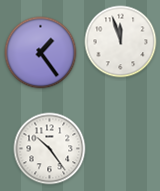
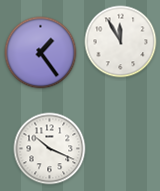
clock at (121, 42): 11:57 -> 11:55
clock at (50, 149): 10:24 -> 10:19
